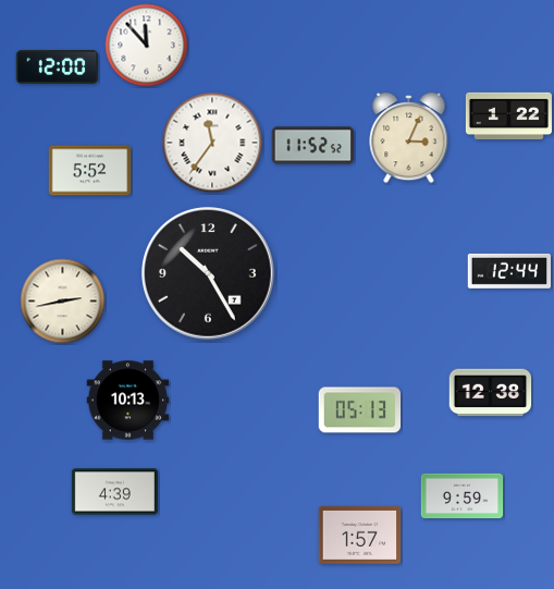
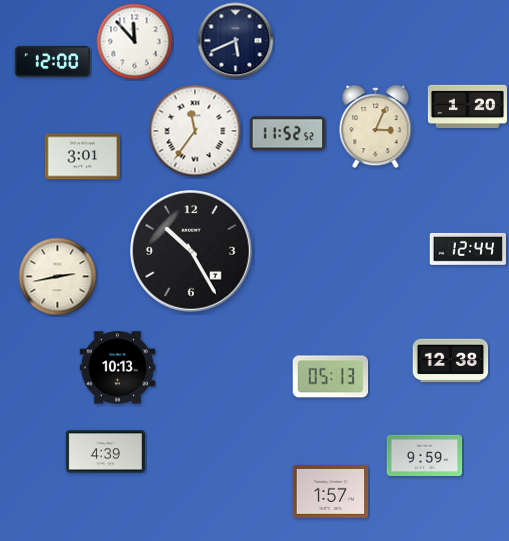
clock at (236, 41): none -> 5:41
clock at (508, 115): 1:22 -> 1:20
clock at (90, 171): 5:52 -> 3:01
